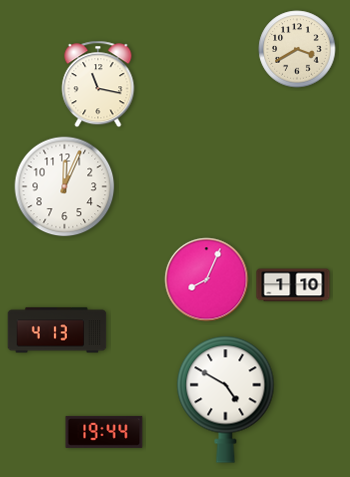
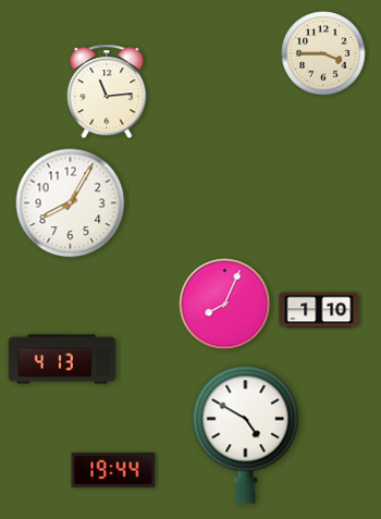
clock at (297, 49): 3:40 -> 3:45
clock at (98, 84): 11:17 -> 11:14
clock at (65, 187): 12:04 -> 8:05
